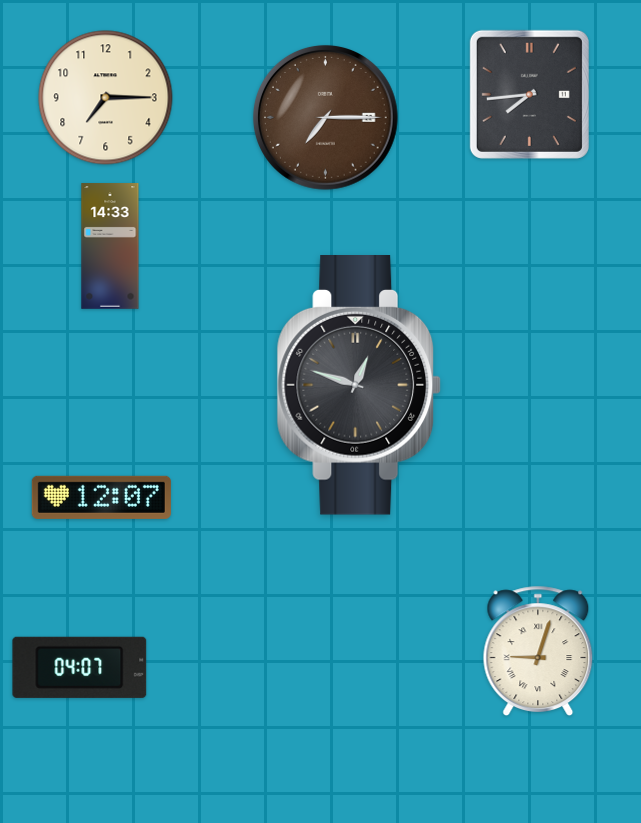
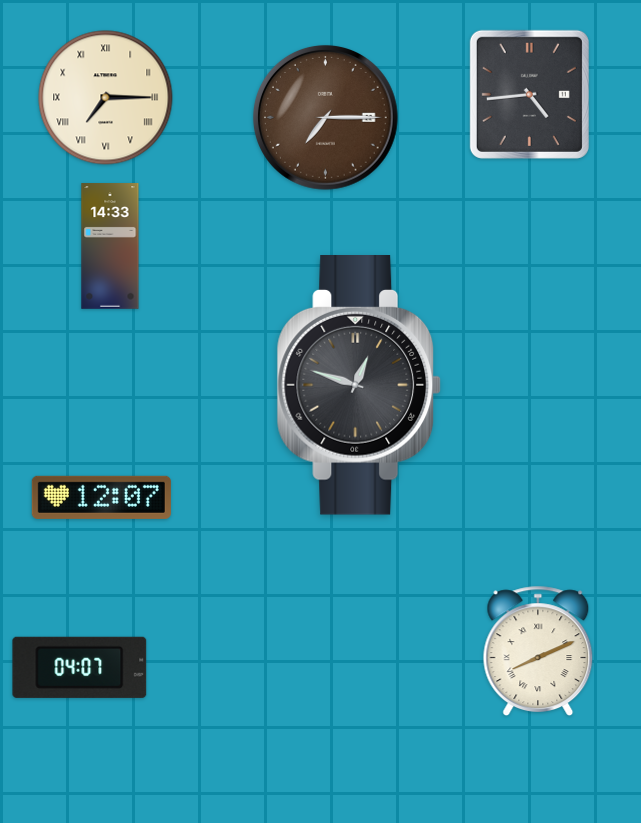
clock at (529, 94): 7:44 -> 4:44
clock at (106, 98) numerals: Arabic -> Roman
clock at (538, 650): 9:03 -> 8:11
